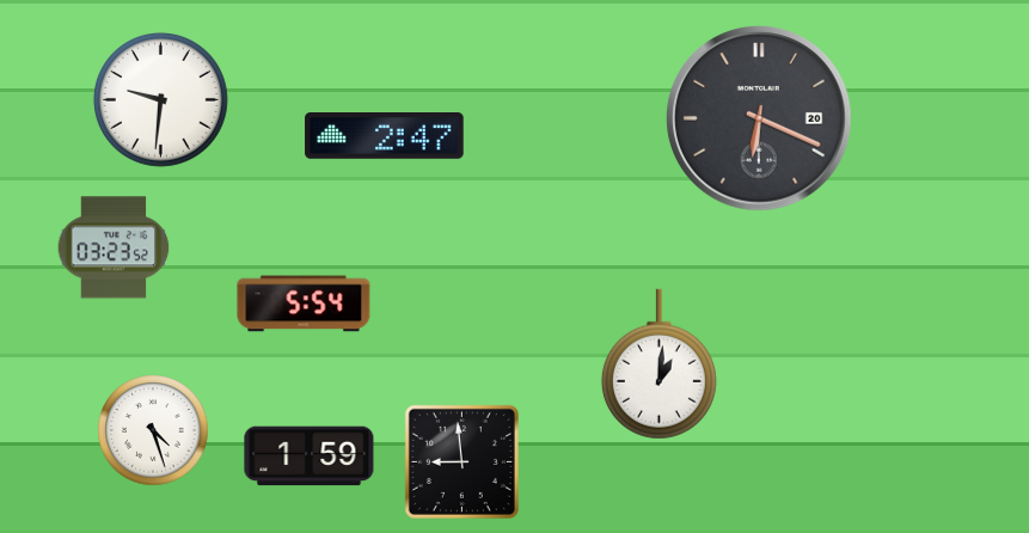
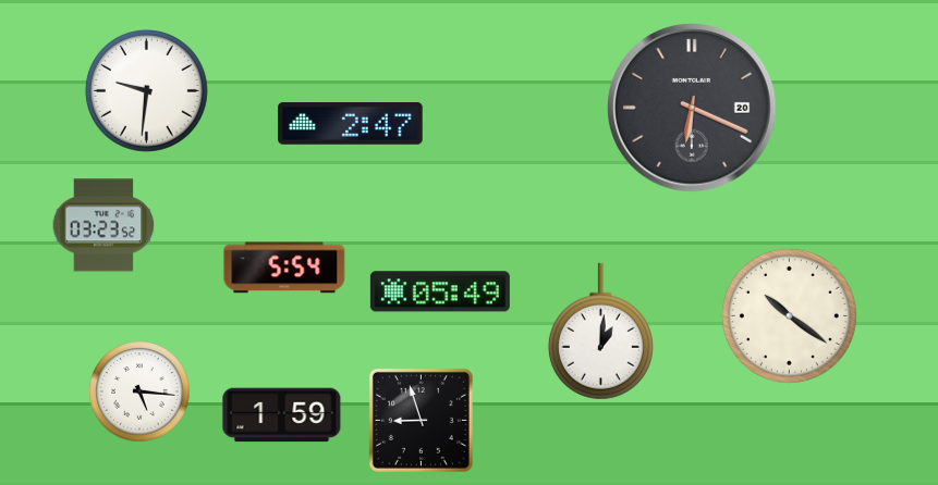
clock at (304, 304) position: (304, 304) -> (284, 268)
clock at (440, 291): none -> 05:49
clock at (789, 315): none -> 10:21
clock at (153, 430): 4:27 -> 5:16
clock at (461, 461): 8:59 -> 8:57
